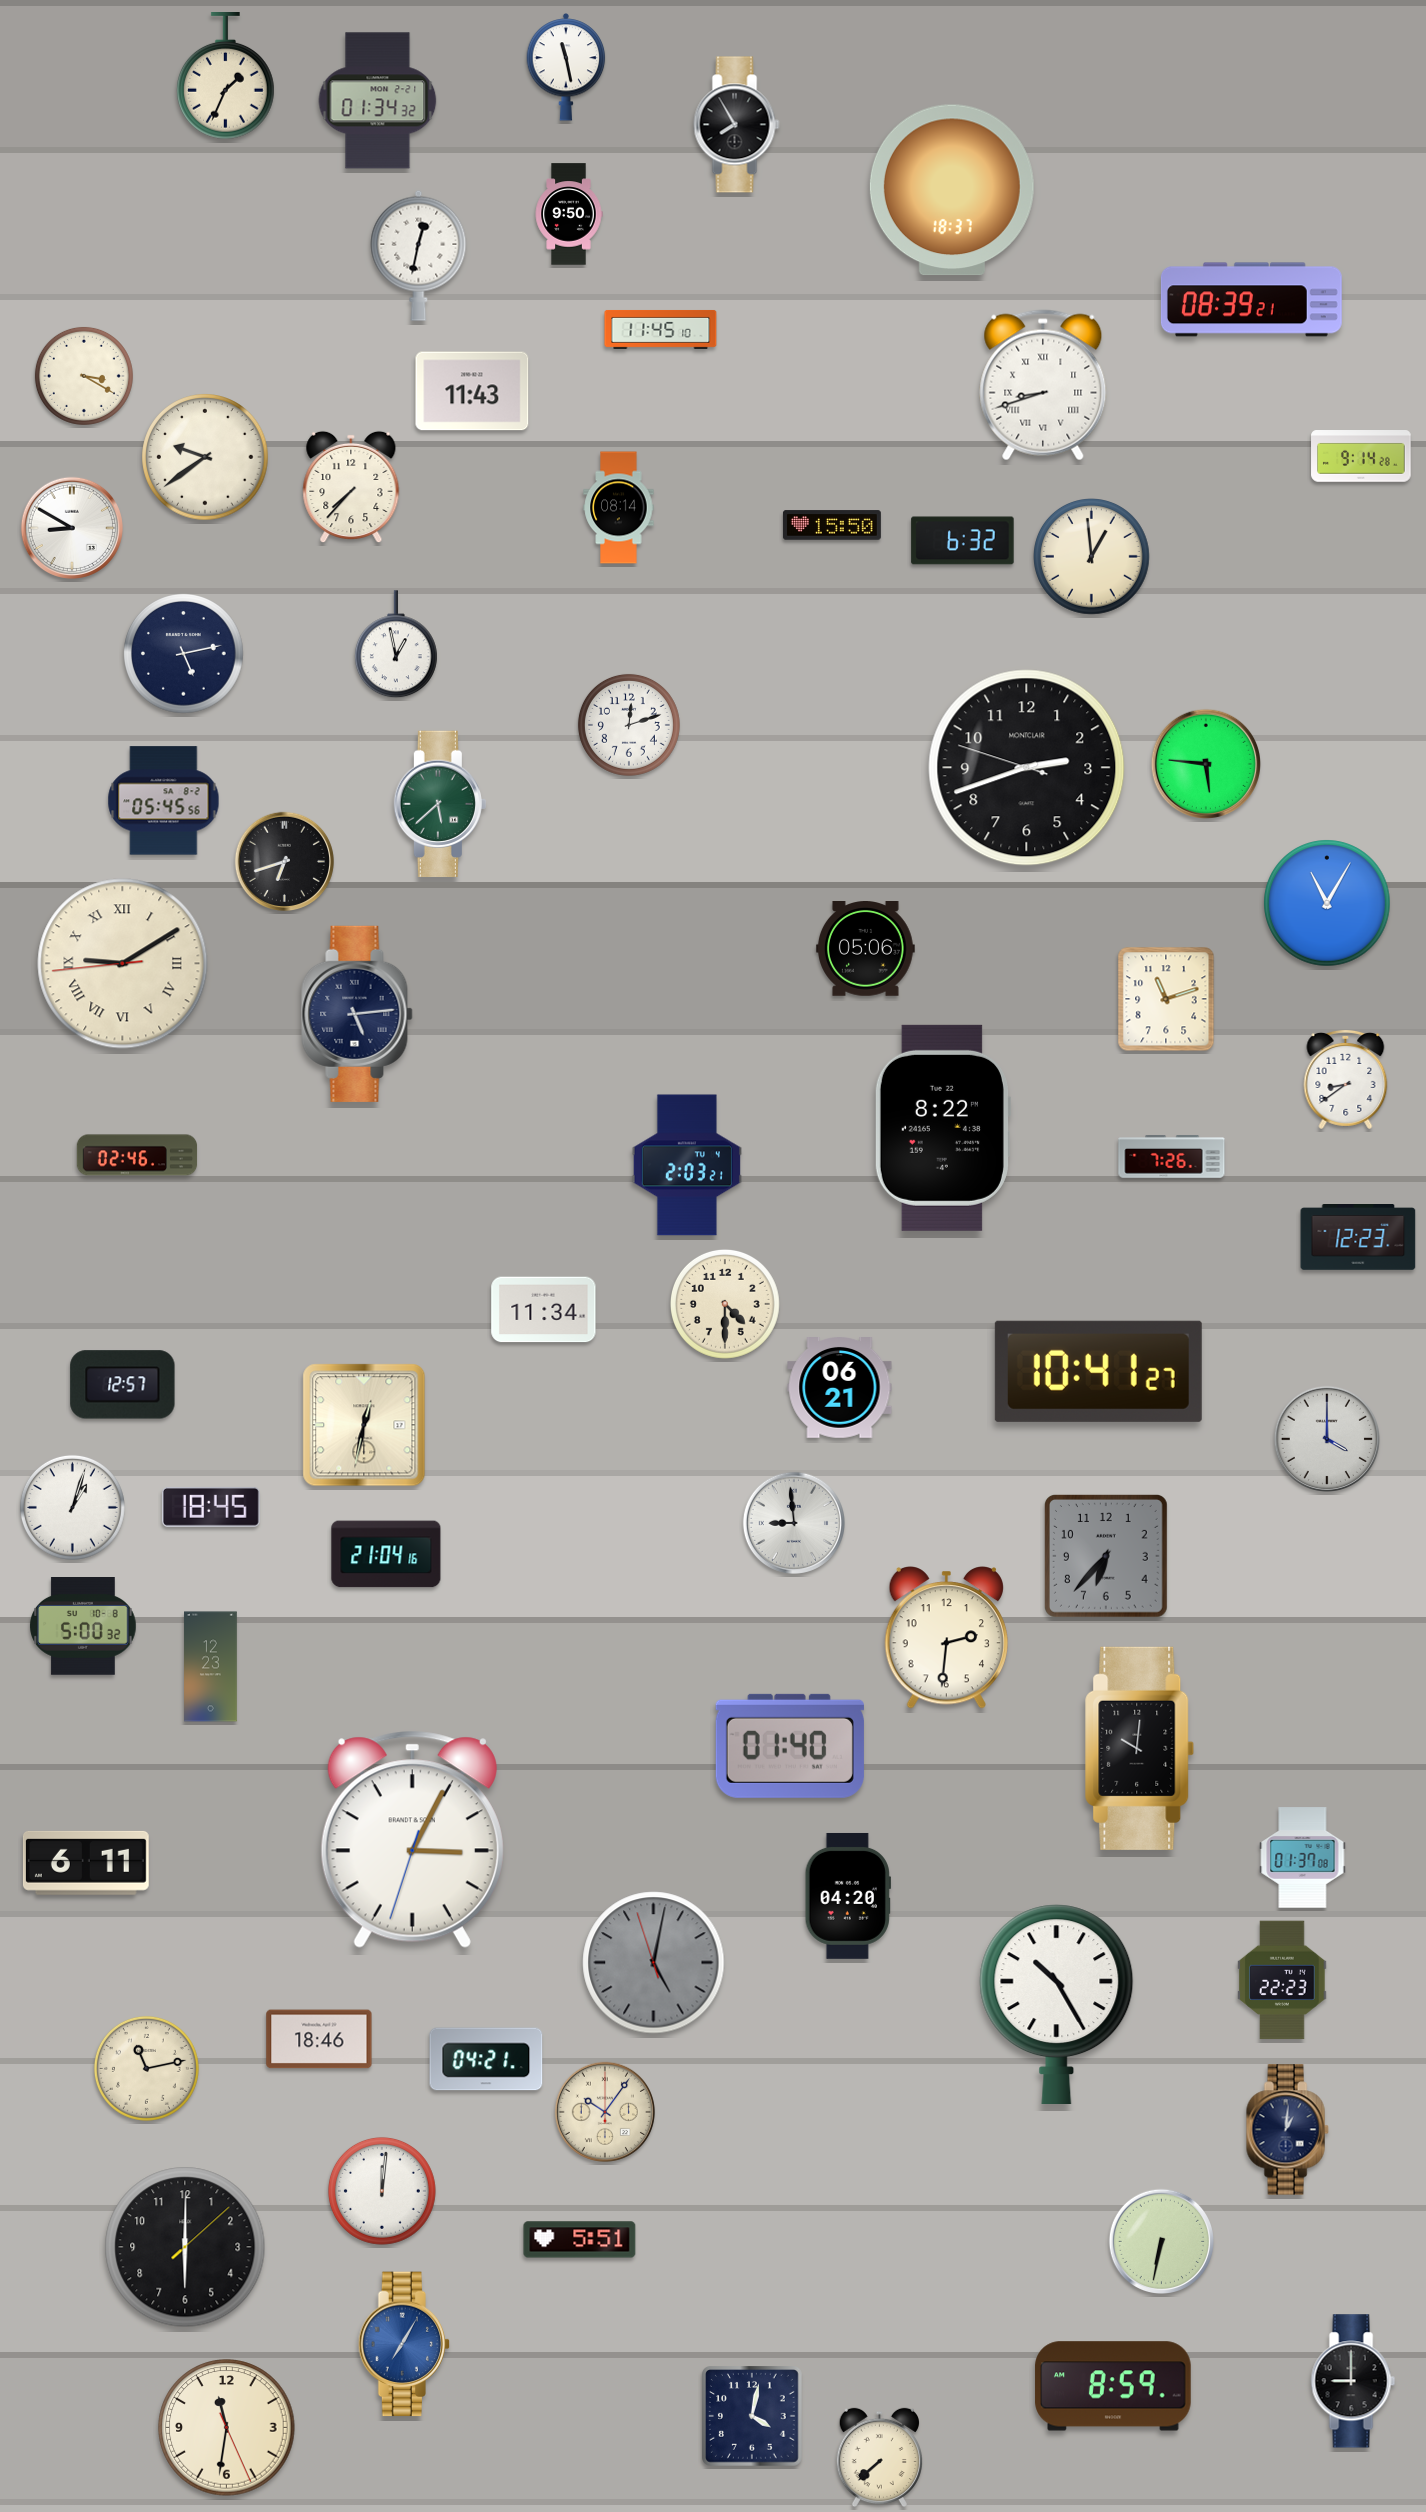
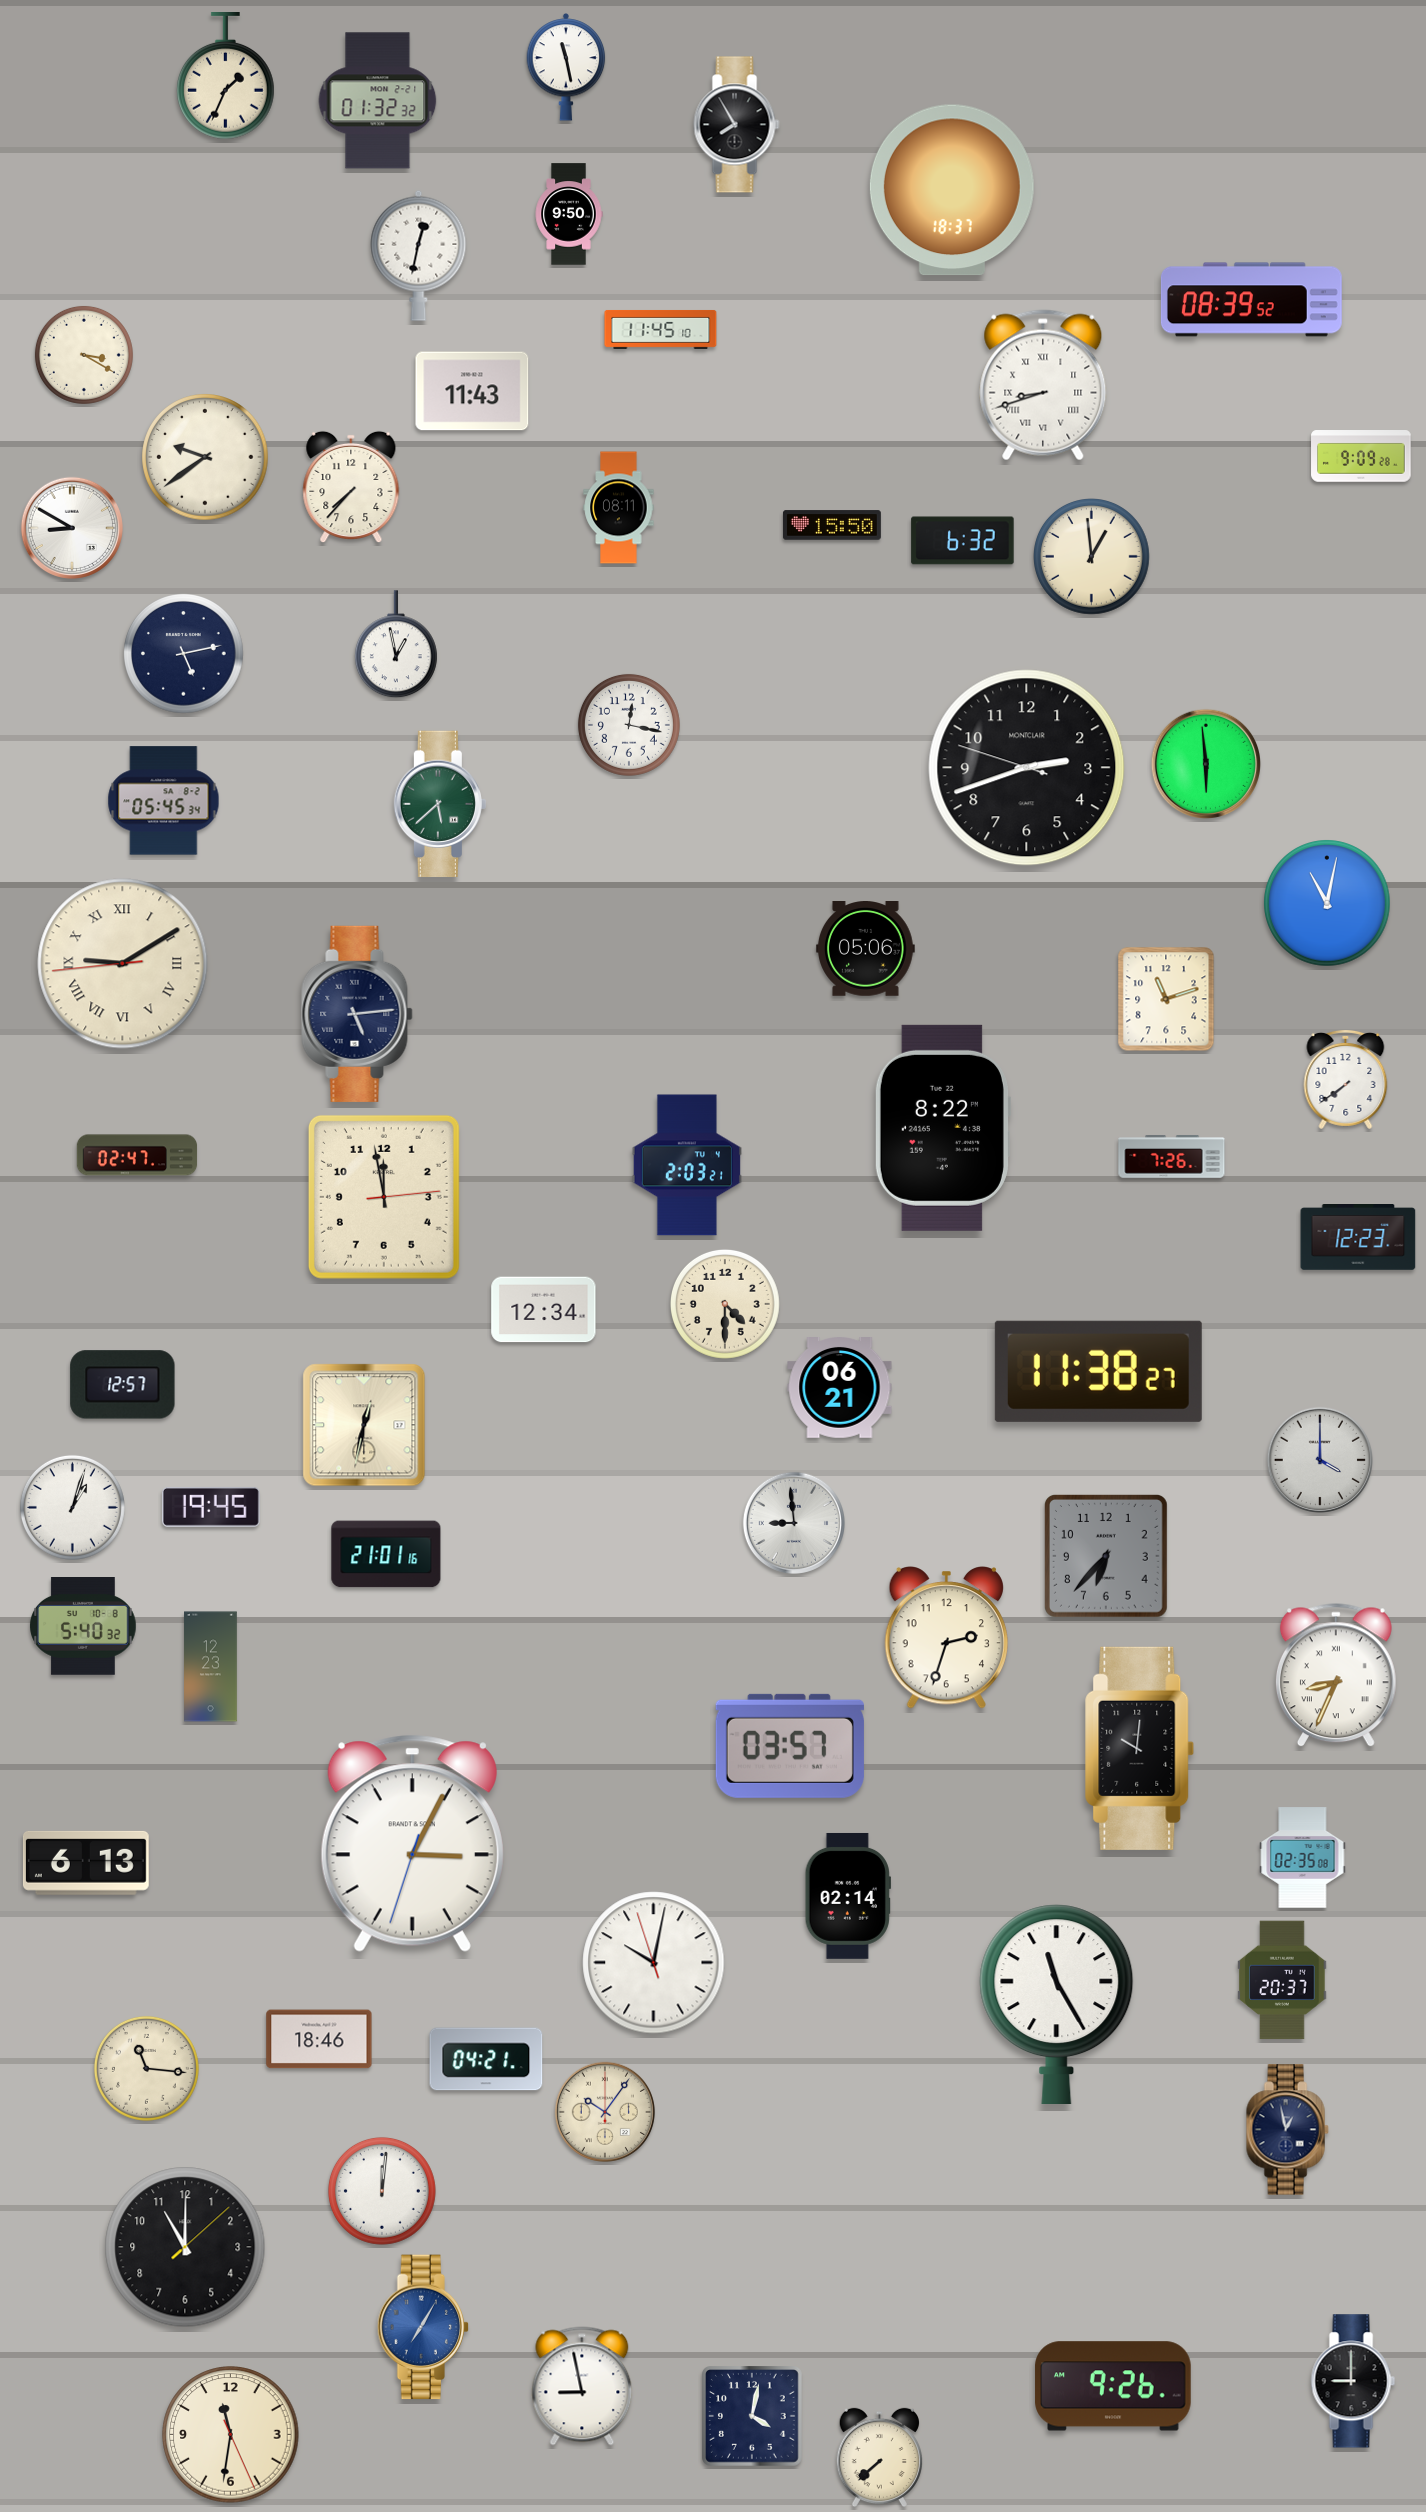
clock at (378, 101): 01:34 -> 01:32
clock at (1251, 300): 08:39:21 -> 08:39:52
clock at (84, 376) position: (84, 376) -> (84, 355)
clock at (1361, 457): 9:14 -> 9:09
clock at (619, 508): 08:14 -> 08:11
clock at (629, 725): 12:12 -> 12:17
clock at (1206, 764): 5:46 -> 5:59
clock at (164, 801): 05:45:56 -> 05:45:34
clock at (284, 861): 6:42 -> none
clock at (1327, 903): 11:05 -> 11:02
clock at (1346, 1080): 8:39 -> 7:39
clock at (137, 1155): 02:46 -> 02:47
clock at (384, 1197): none -> 11:58
clock at (544, 1310): 11:34 -> 12:34
clock at (1098, 1371): 10:41 -> 11:38
clock at (1326, 1438) position: (1326, 1438) -> (1319, 1459)
clock at (211, 1507): 18:45 -> 19:45
clock at (386, 1554): 21:04 -> 21:01
clock at (83, 1627): 5:00 -> 5:40
clock at (946, 1638): 2:31 -> 2:33
clock at (1336, 1676): none -> 8:34
clock at (790, 1746): 01:40 -> 03:57
clock at (412, 1839) position: (412, 1839) -> (412, 1843)
clock at (1303, 1858): 01:37 -> 02:35
clock at (86, 1863): 6:11 -> 6:13
clock at (848, 1896): 04:20 -> 02:14
clock at (654, 1963): 5:01 -> 10:01
clock at (654, 1963) dial: grey -> white
clock at (1282, 1980): 22:23 -> 20:37
clock at (1057, 2004): 10:25 -> 11:25
clock at (146, 2068): 11:13 -> 11:16
clock at (1287, 2130): 1:01 -> 12:58
clock at (580, 2240): 5:51 -> none
clock at (1161, 2241): 6:32 -> none
clock at (185, 2247): 6:00 -> 11:00
clock at (404, 2344) position: (404, 2344) -> (423, 2327)
clock at (582, 2386): none -> 8:58
clock at (1113, 2386): 8:59 -> 9:26
clock at (227, 2428) position: (227, 2428) -> (231, 2435)
